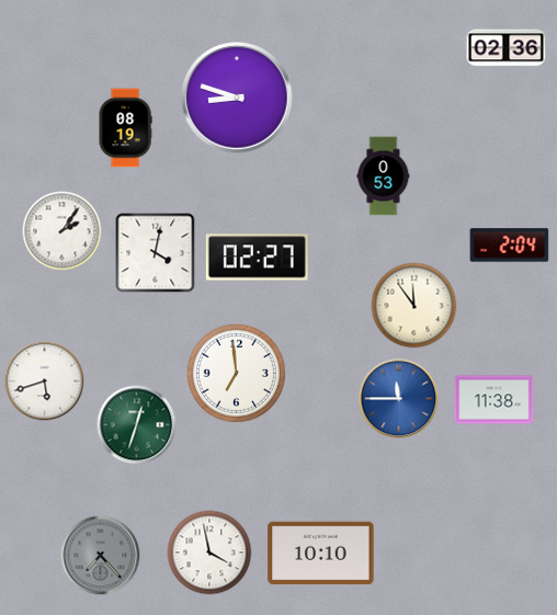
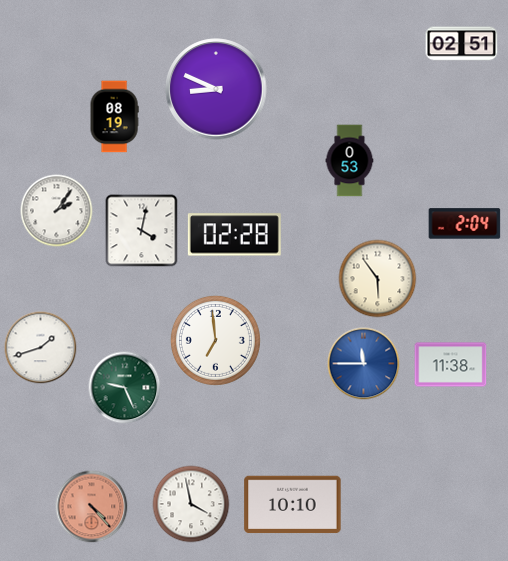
clock at (507, 48): 02:36 -> 02:51
clock at (237, 98): 8:48 -> 8:49
clock at (257, 258): 02:27 -> 02:28
clock at (414, 306): 11:54 -> 5:54
clock at (45, 381): 5:42 -> 1:42
clock at (137, 425): 12:33 -> 9:26
clock at (101, 556): 7:23 -> 4:23
clock at (101, 556) dial: grey -> salmon
